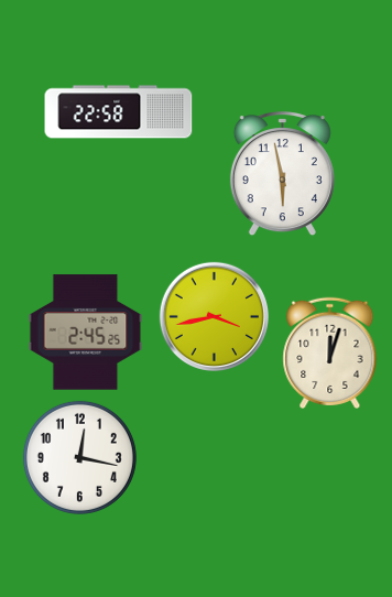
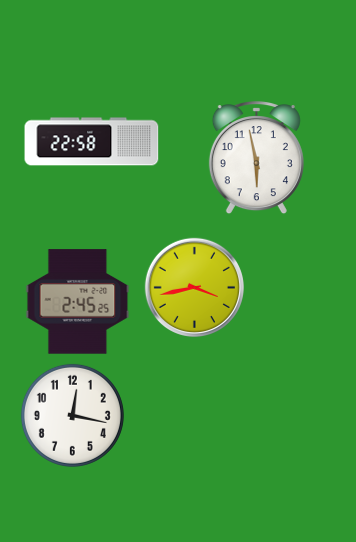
clock at (119, 112) position: (119, 112) -> (92, 142)
clock at (330, 352): 12:03 -> none
